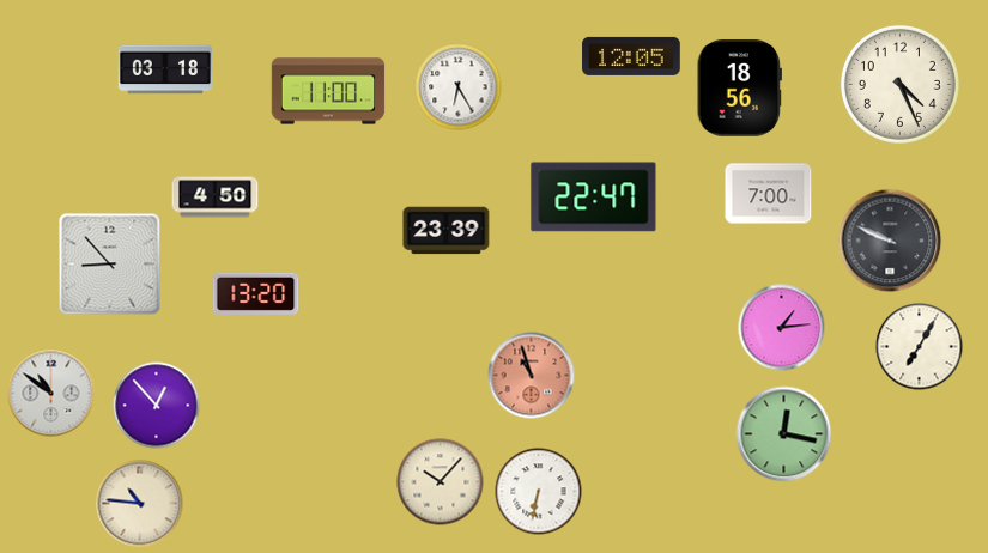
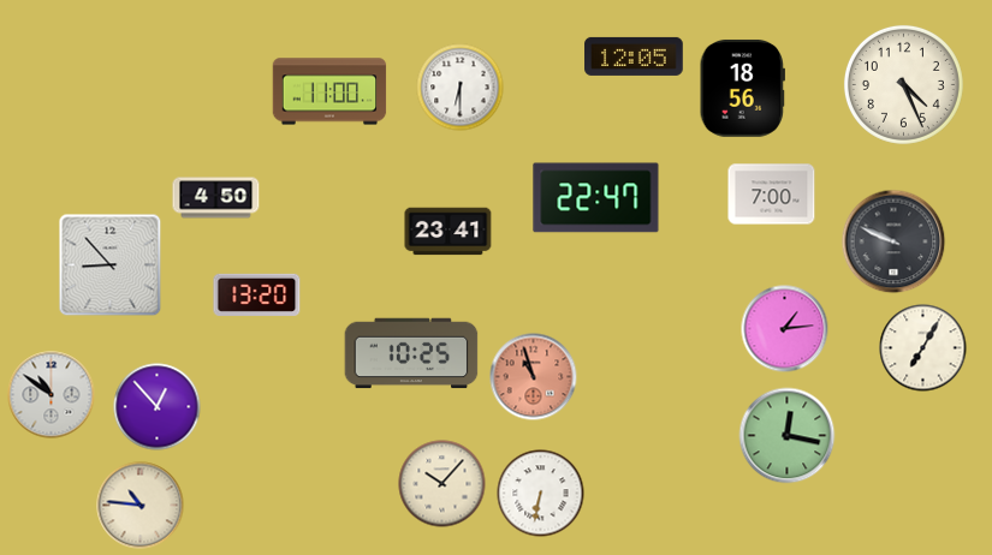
clock at (165, 69): 03:18 -> none
clock at (459, 87): 6:25 -> 6:30
clock at (447, 231): 23:39 -> 23:41
clock at (411, 353): none -> 10:25
